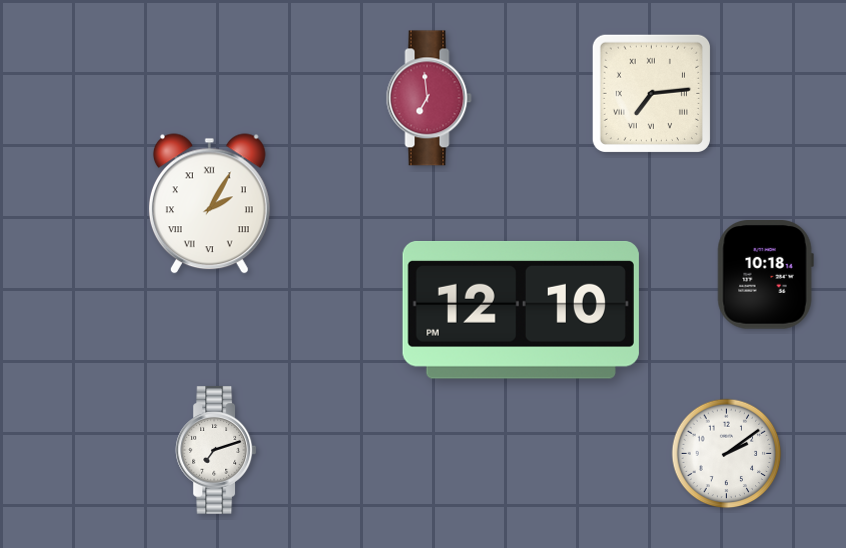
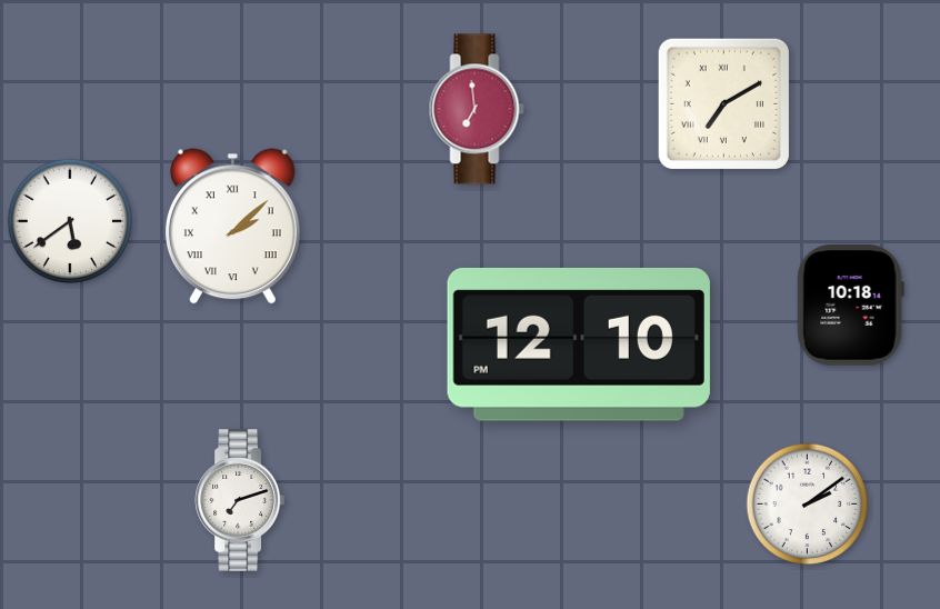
clock at (651, 93): 7:14 -> 7:10
clock at (70, 221): none -> 5:39
clock at (209, 204): 2:05 -> 2:08
